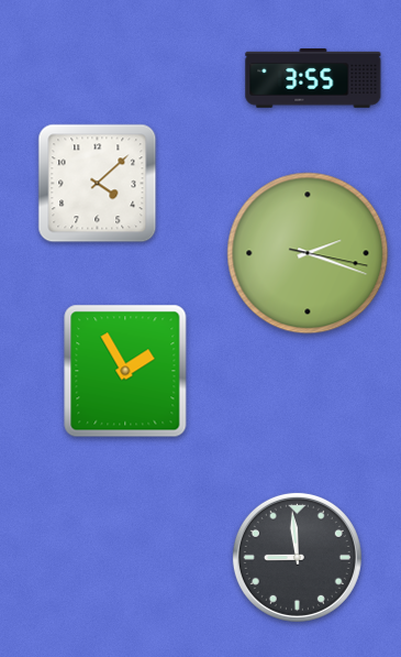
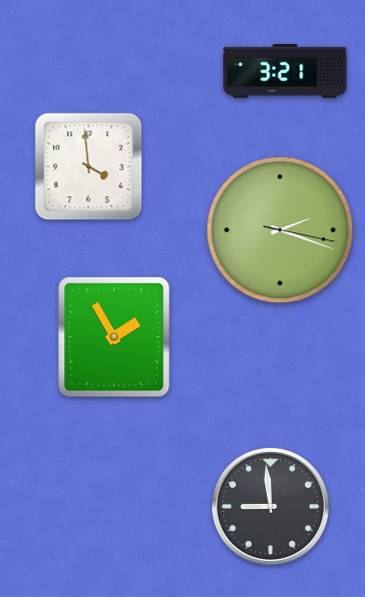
clock at (313, 78): 3:55 -> 3:21
clock at (98, 184): 4:08 -> 3:59
